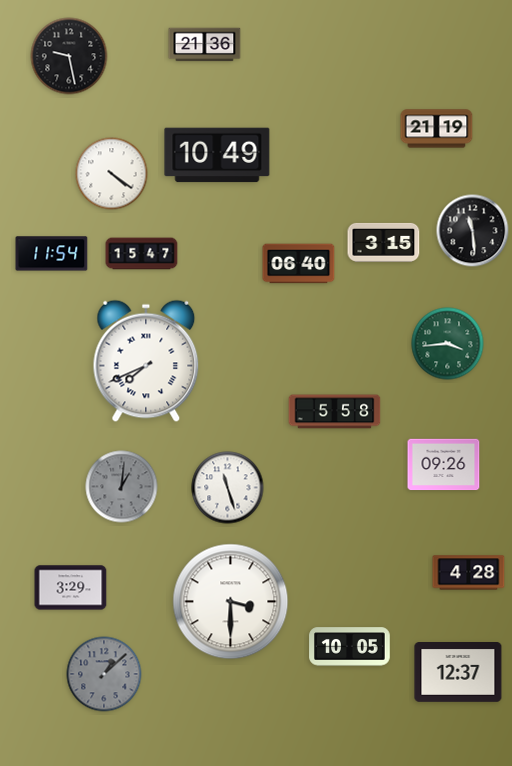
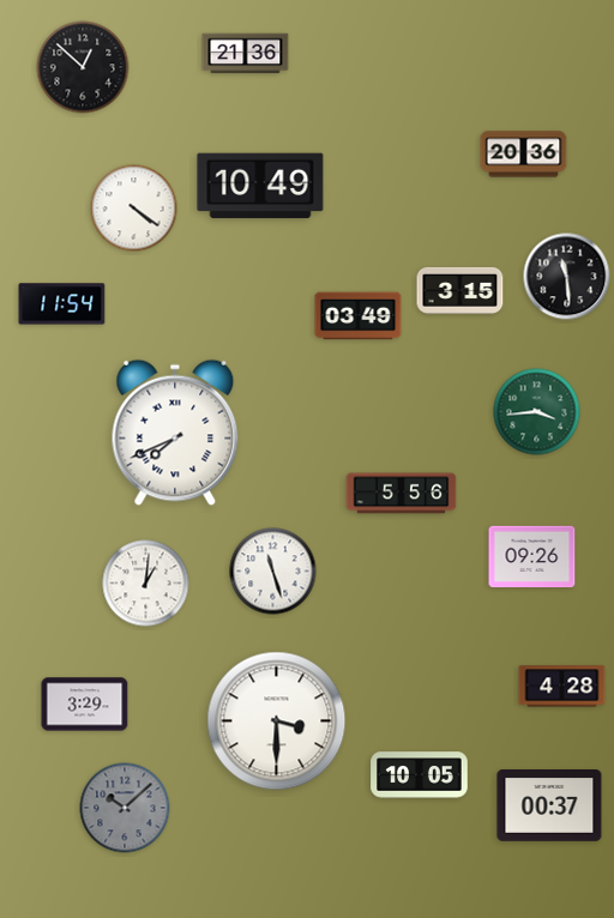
clock at (69, 56): 9:28 -> 12:52
clock at (437, 129): 21:19 -> 20:36
clock at (142, 254): 15:47 -> none
clock at (299, 264): 06:40 -> 03:49
clock at (335, 412): 5:58 -> 5:56
clock at (122, 487) dial: grey -> white
clock at (228, 488) position: (228, 488) -> (273, 572)
clock at (458, 673): 12:37 -> 00:37
clock at (104, 674): 1:08 -> 10:08
